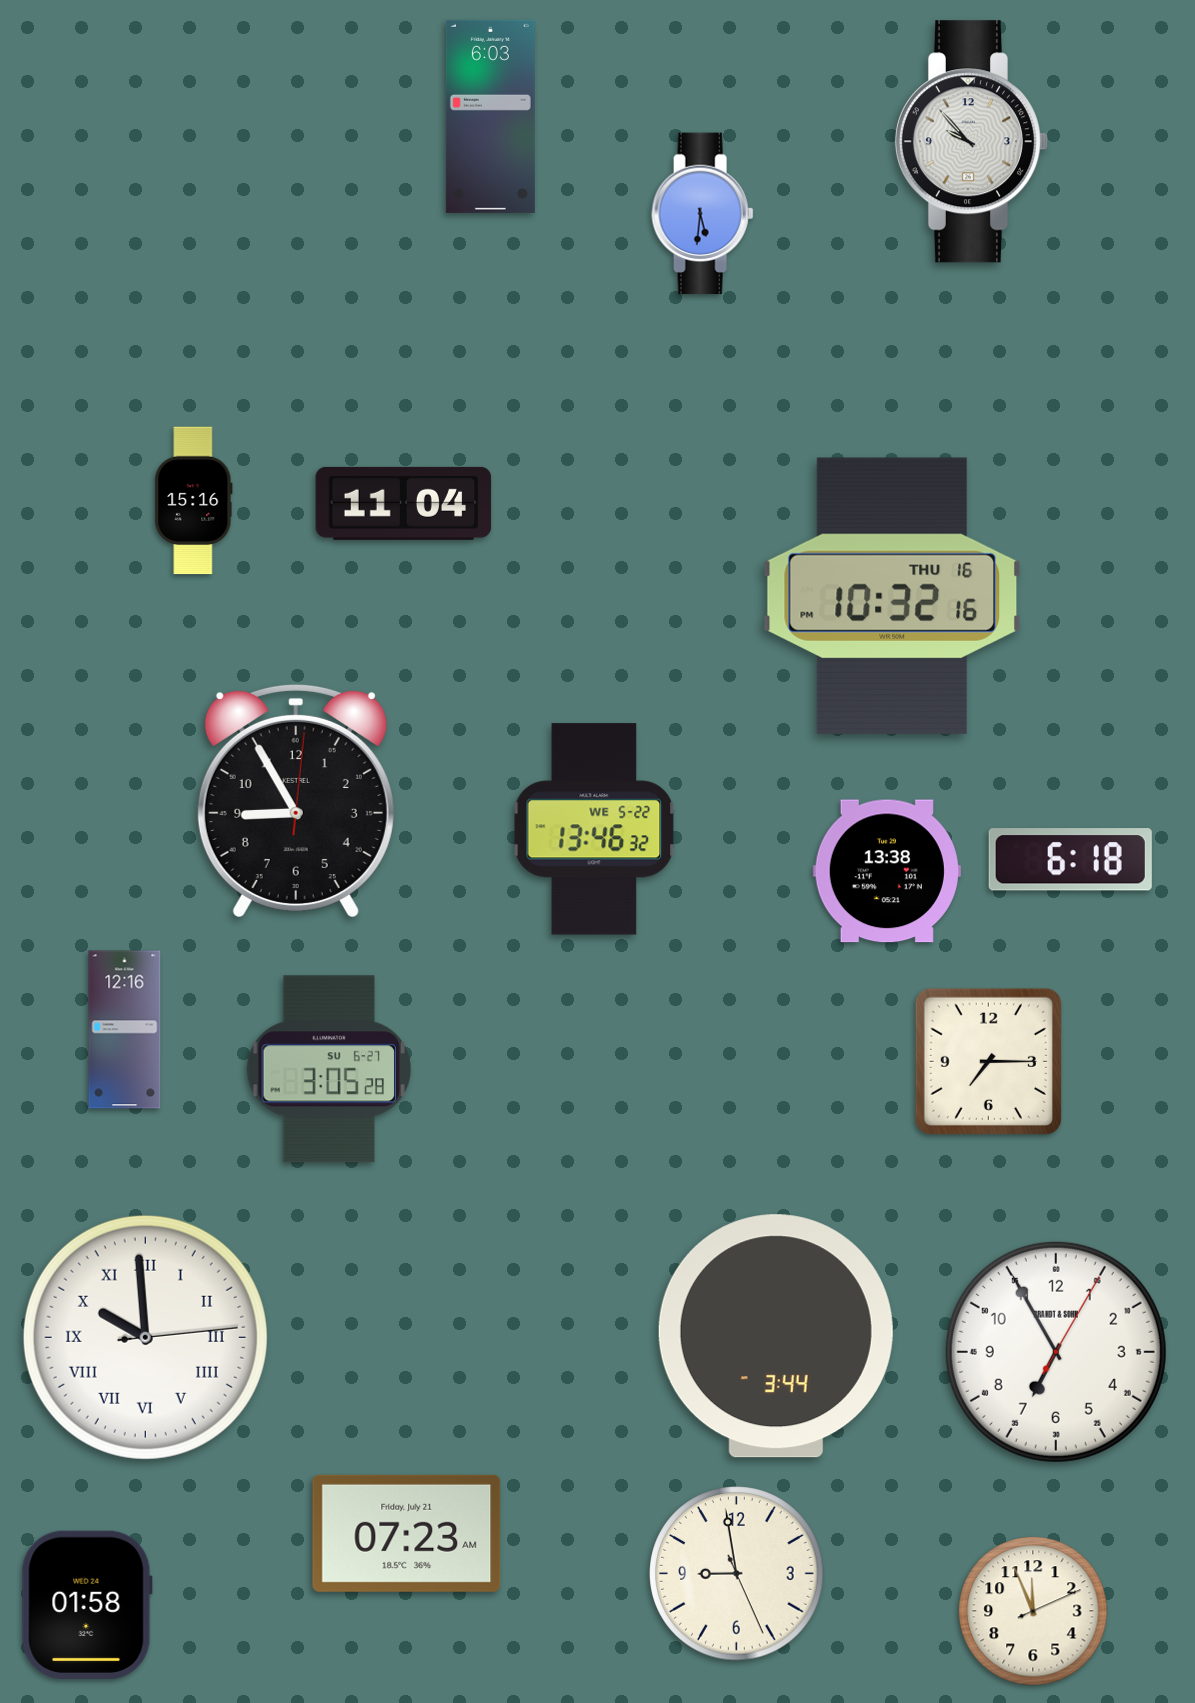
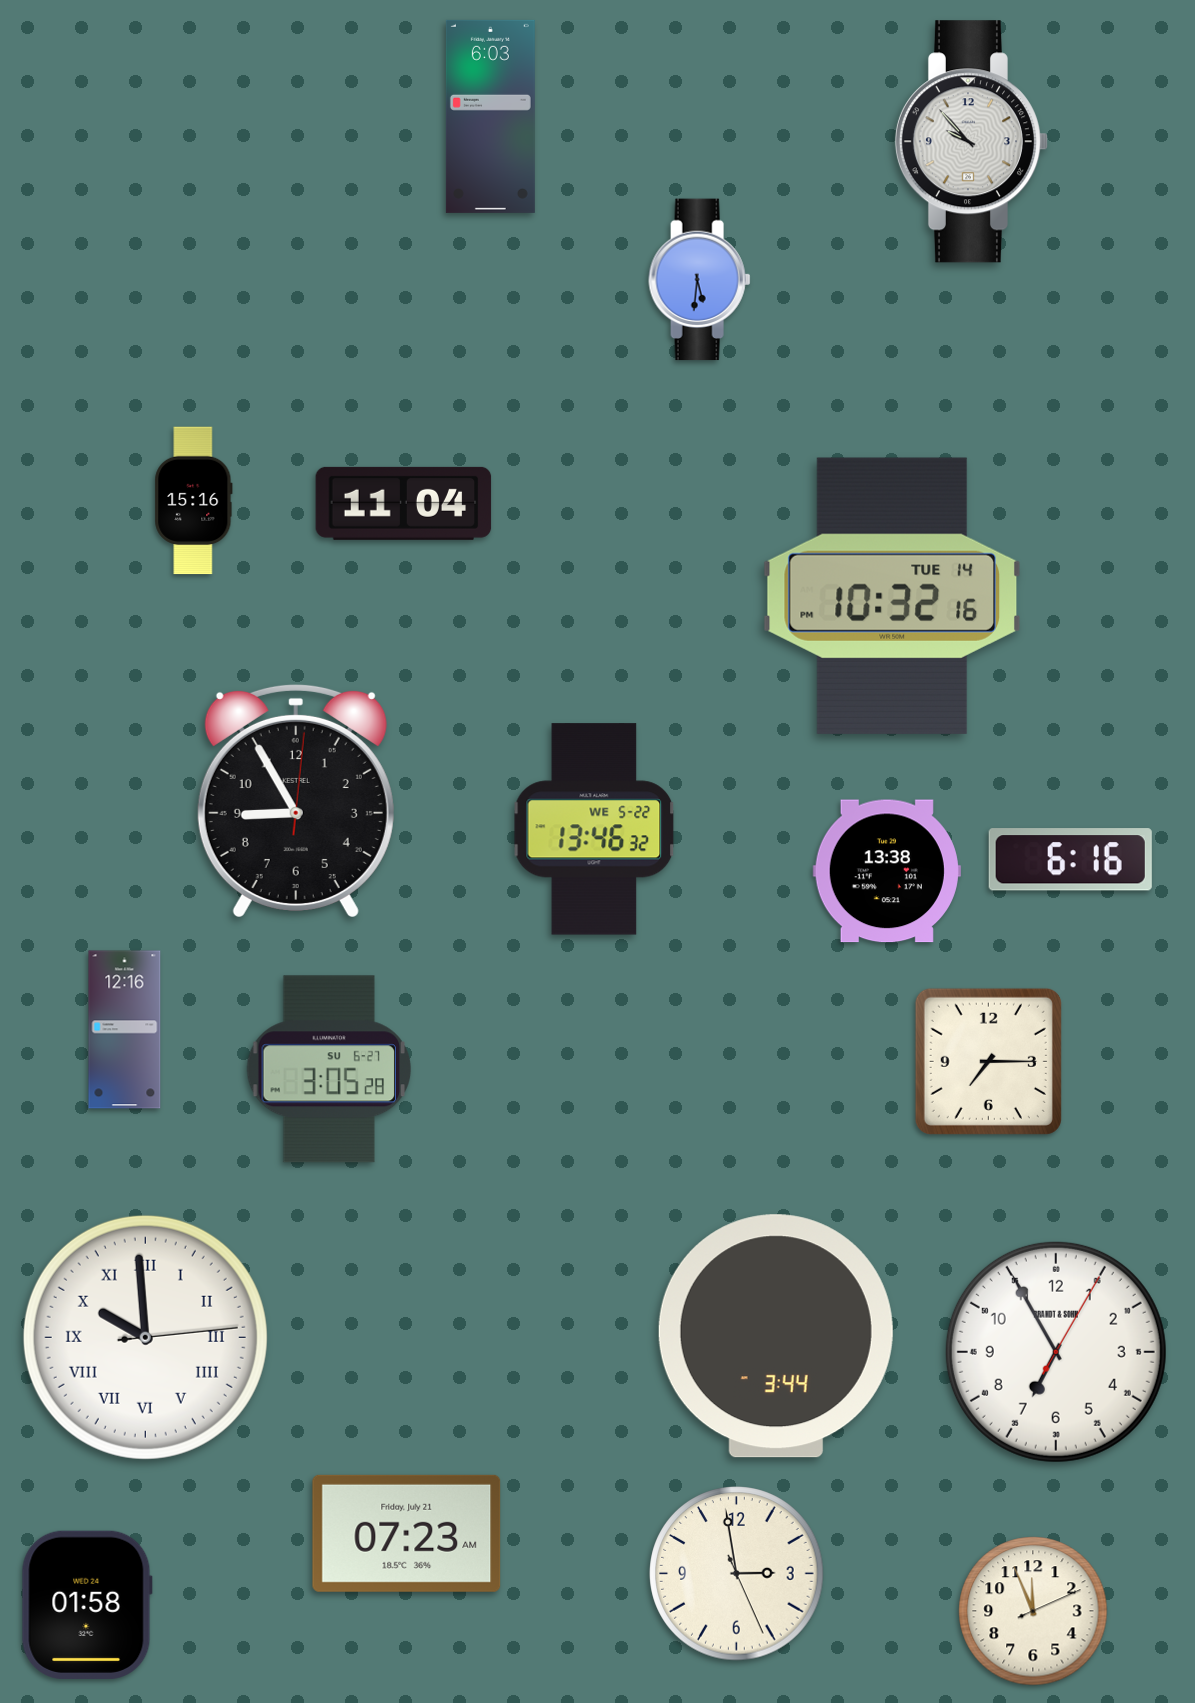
clock at (703, 214) position: (703, 214) -> (700, 280)
clock at (892, 596) date: THU 16 -> TUE 14
clock at (1070, 860): 6:18 -> 6:16
clock at (737, 1574): 8:58 -> 2:58
